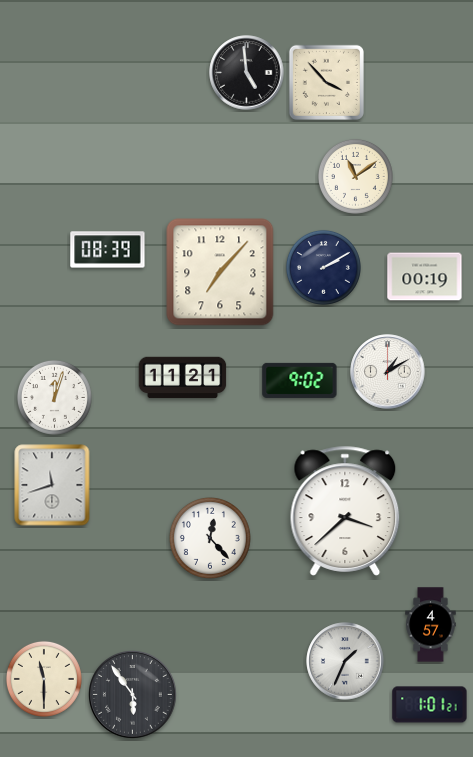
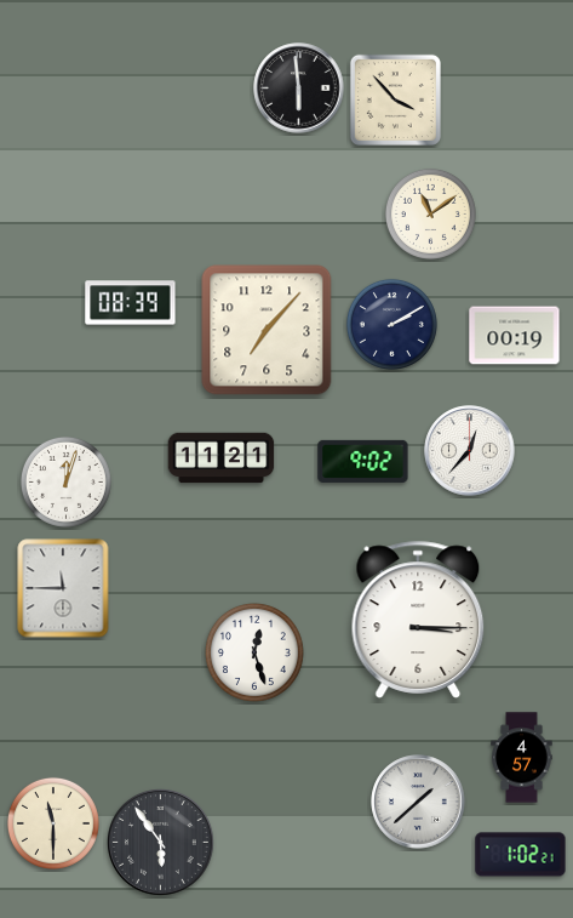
clock at (247, 73): 4:59 -> 5:59
clock at (388, 372): 1:10 -> 12:37
clock at (52, 485): 11:42 -> 11:45
clock at (345, 511): 3:38 -> 3:15
clock at (210, 538): 12:23 -> 12:27
clock at (345, 661): 1:34 -> 1:38
clock at (430, 705): 1:01 -> 1:02
